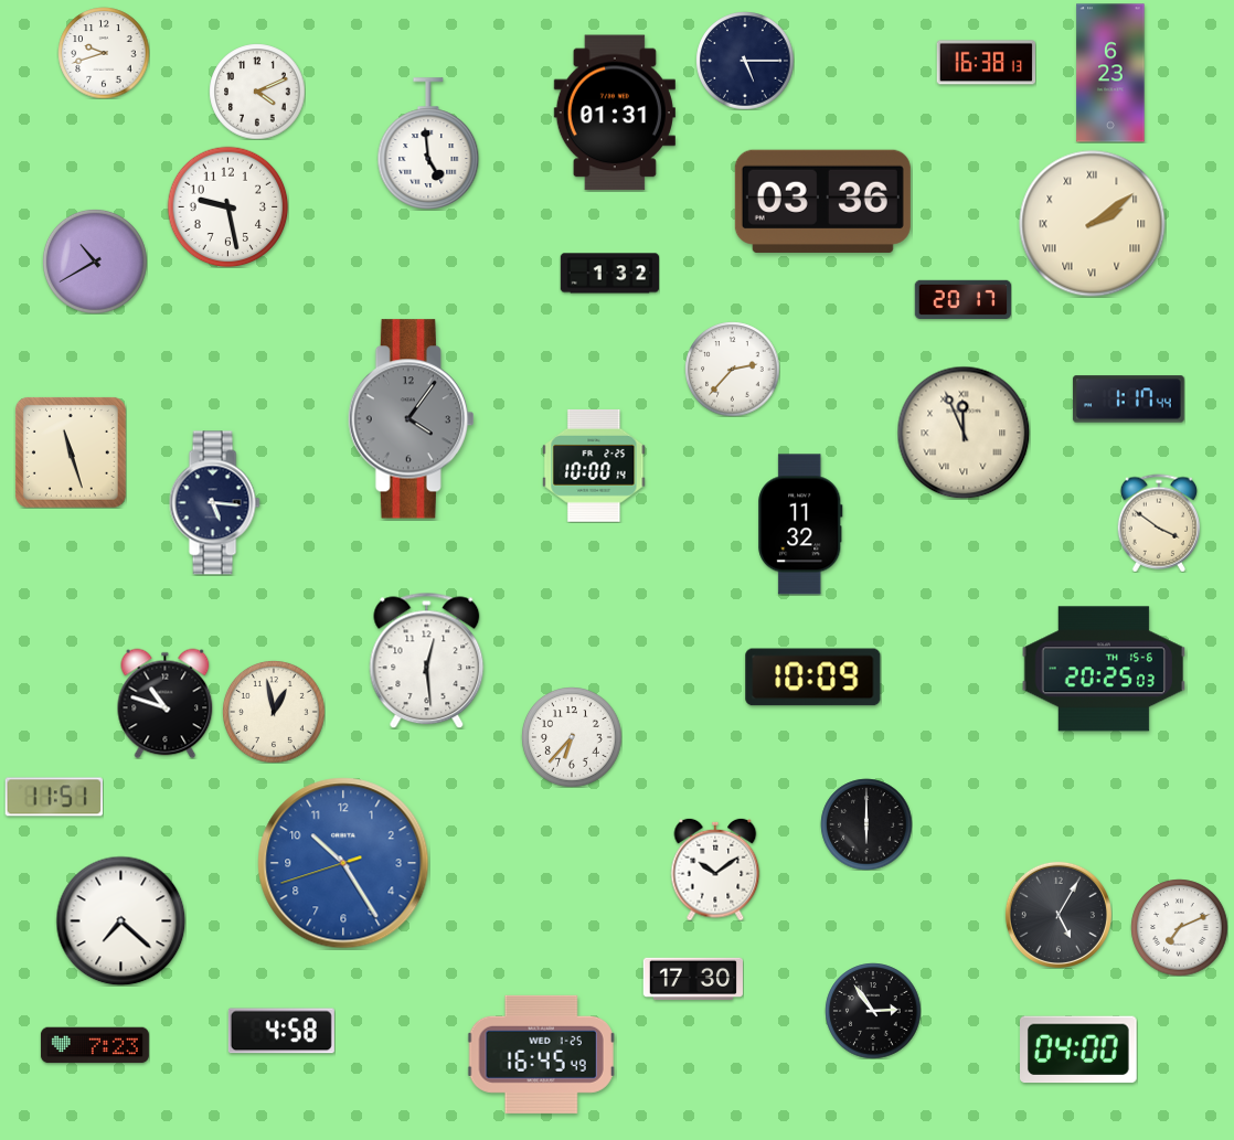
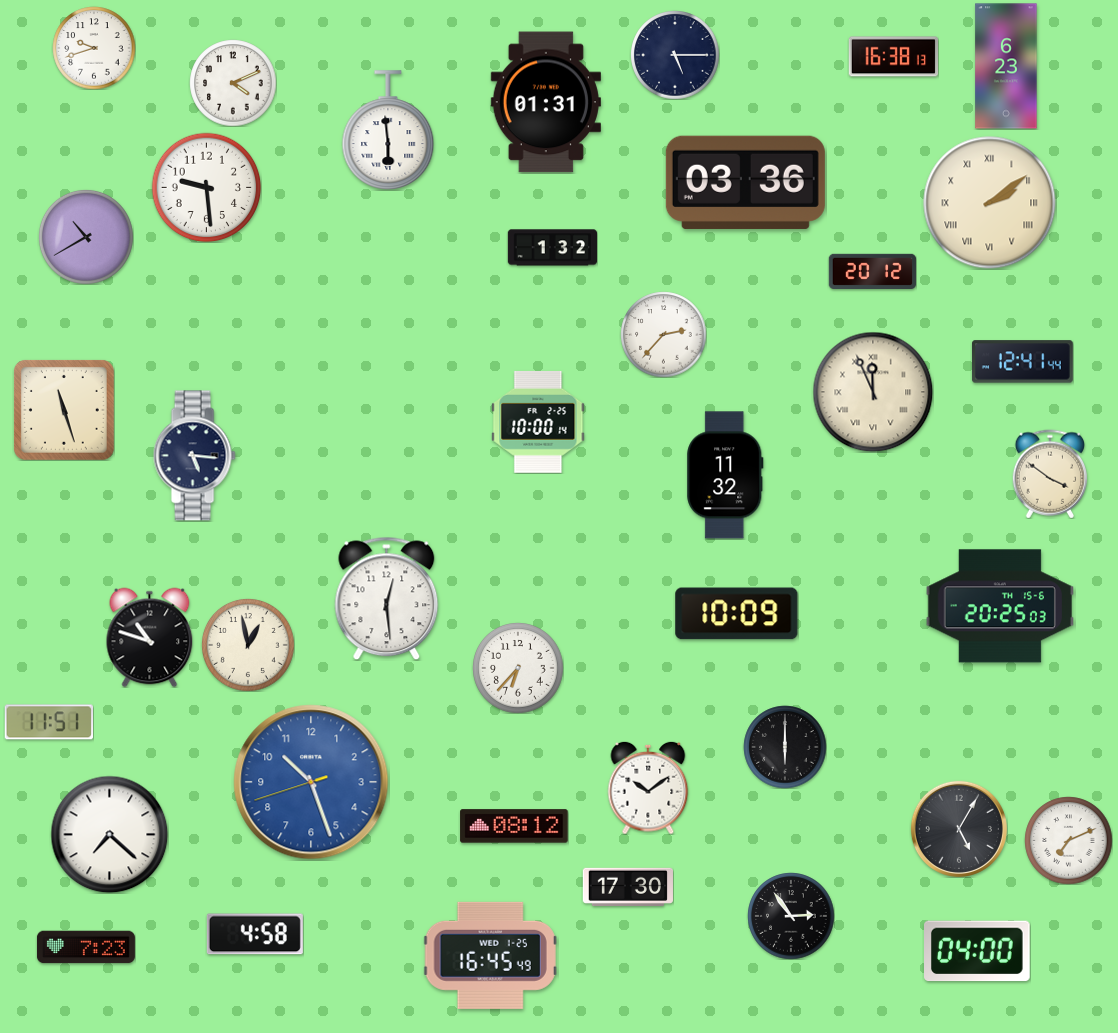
clock at (615, 113) position: (615, 113) -> (546, 102)
clock at (428, 143): 4:59 -> 5:59
clock at (227, 206): 9:28 -> 9:29
clock at (962, 299): 20:17 -> 20:12
clock at (1128, 399): 1:17 -> 12:41
clock at (411, 419): 4:06 -> none
clock at (343, 863): 10:24 -> 10:26
clock at (514, 826): none -> 08:12
